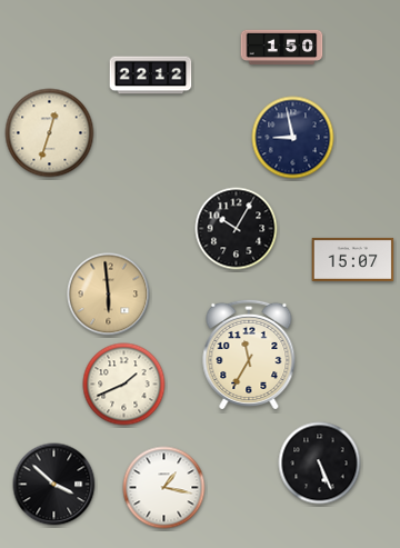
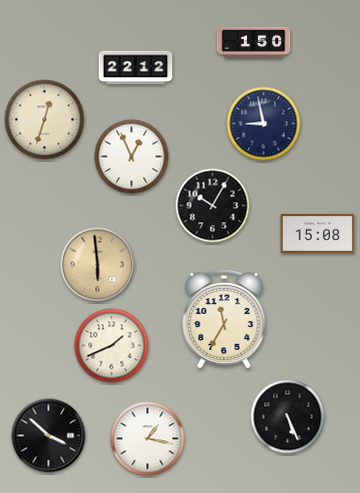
clock at (132, 157): none -> 12:56
clock at (353, 259): 15:07 -> 15:08
